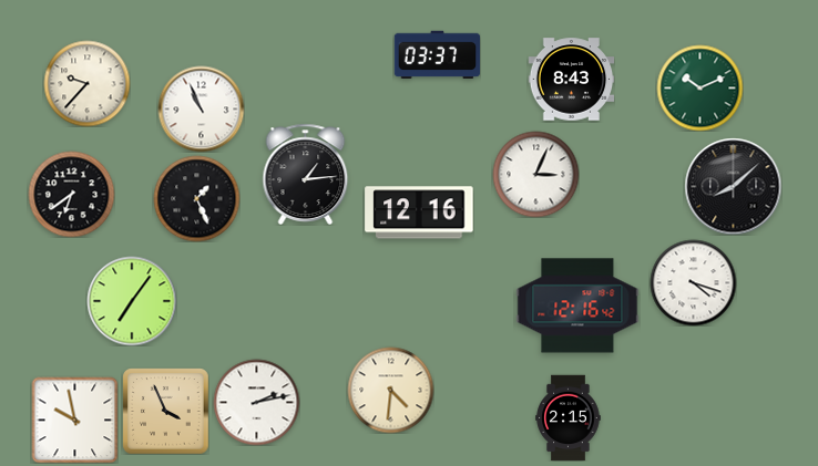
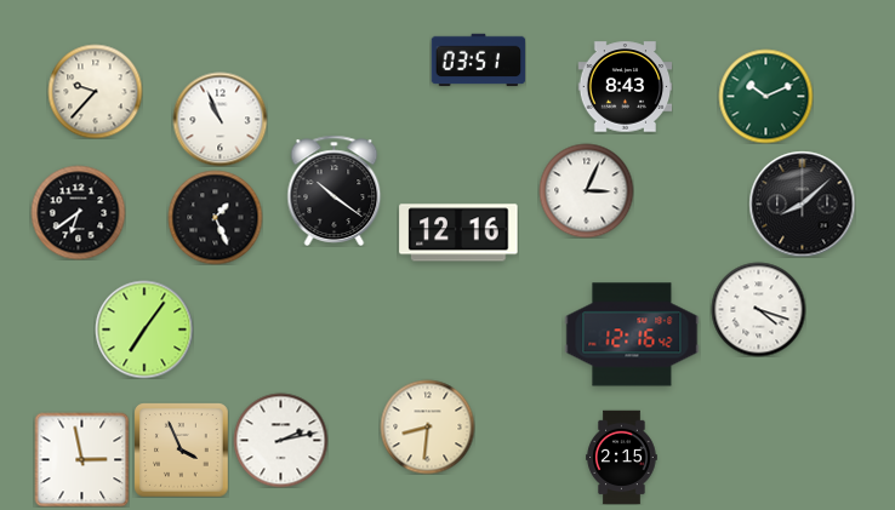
clock at (437, 55): 03:37 -> 03:51
clock at (306, 174): 1:14 -> 10:21
clock at (390, 390): 4:31 -> 8:31
clock at (74, 420): 9:58 -> 2:58
